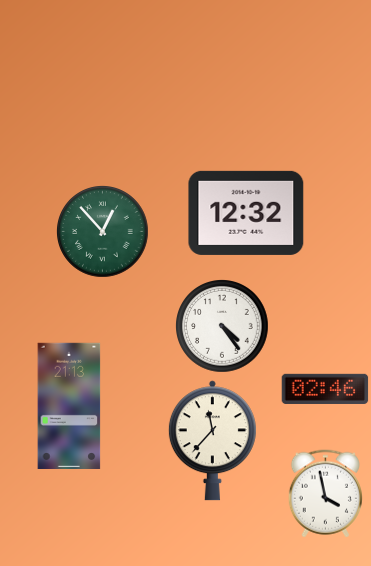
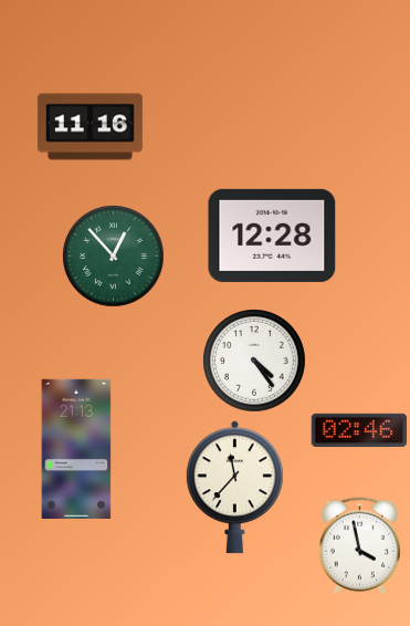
clock at (90, 127): none -> 11:16
clock at (246, 213): 12:32 -> 12:28
clock at (223, 327) position: (223, 327) -> (255, 362)
